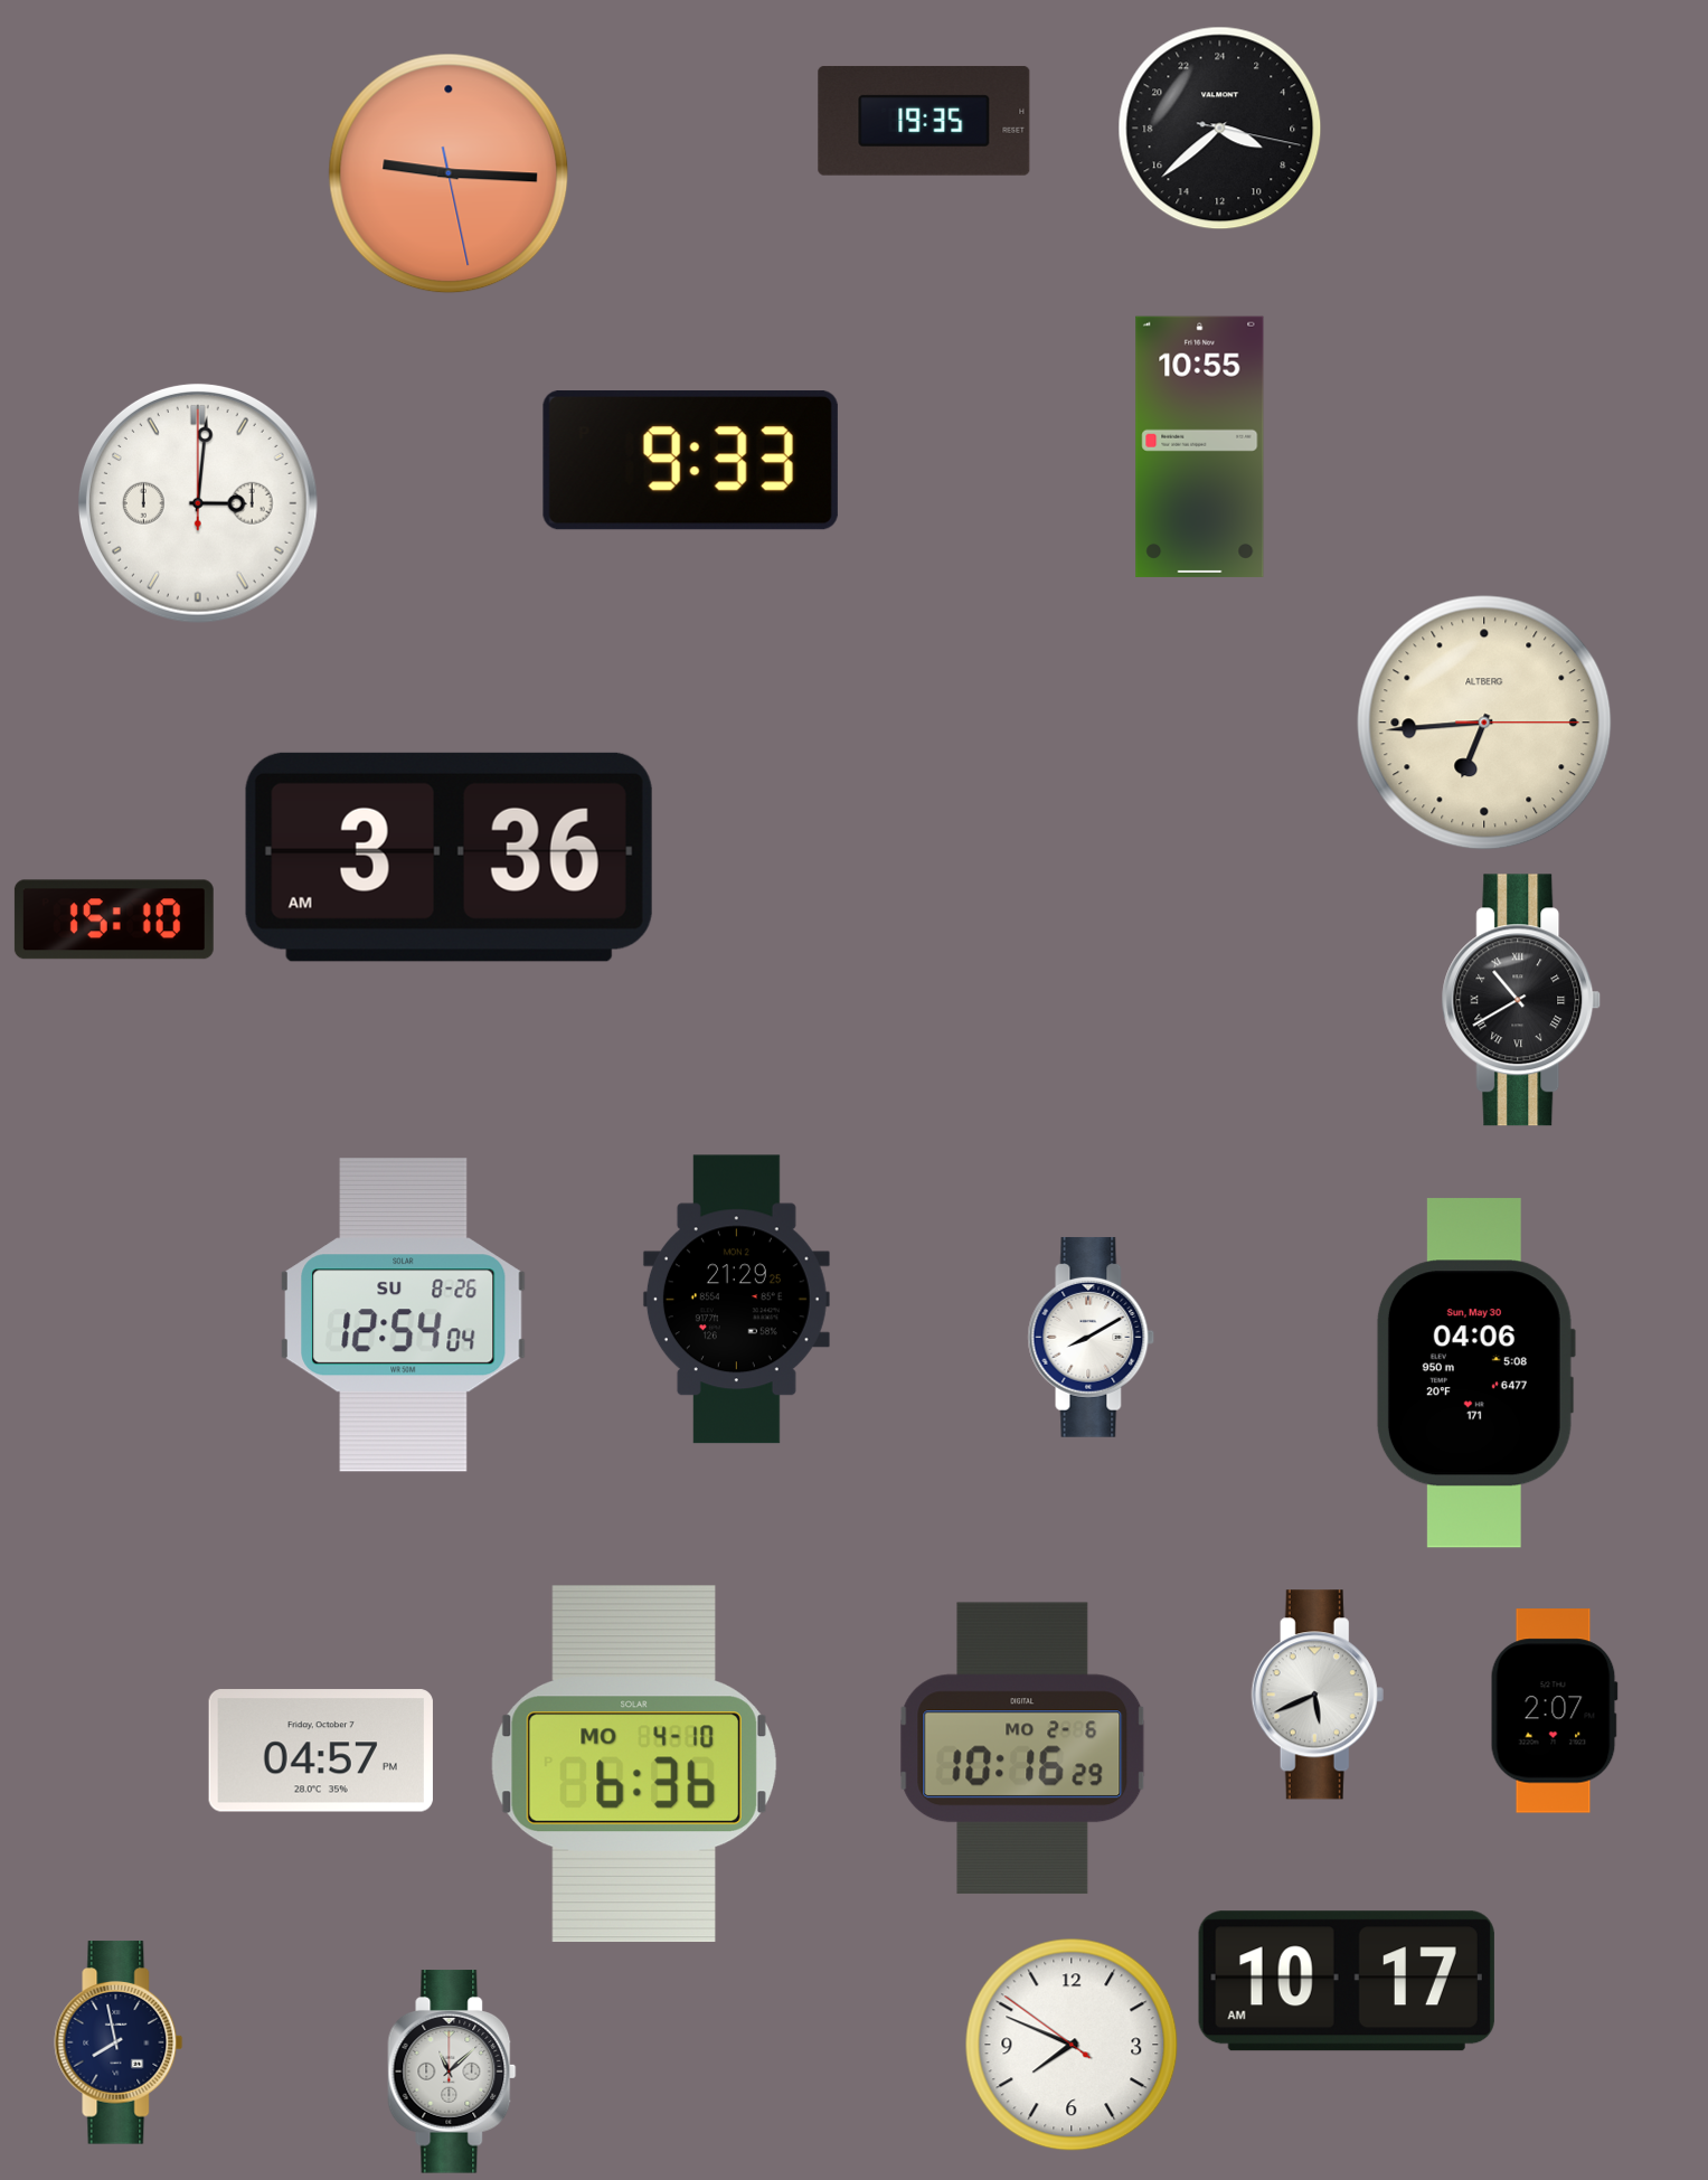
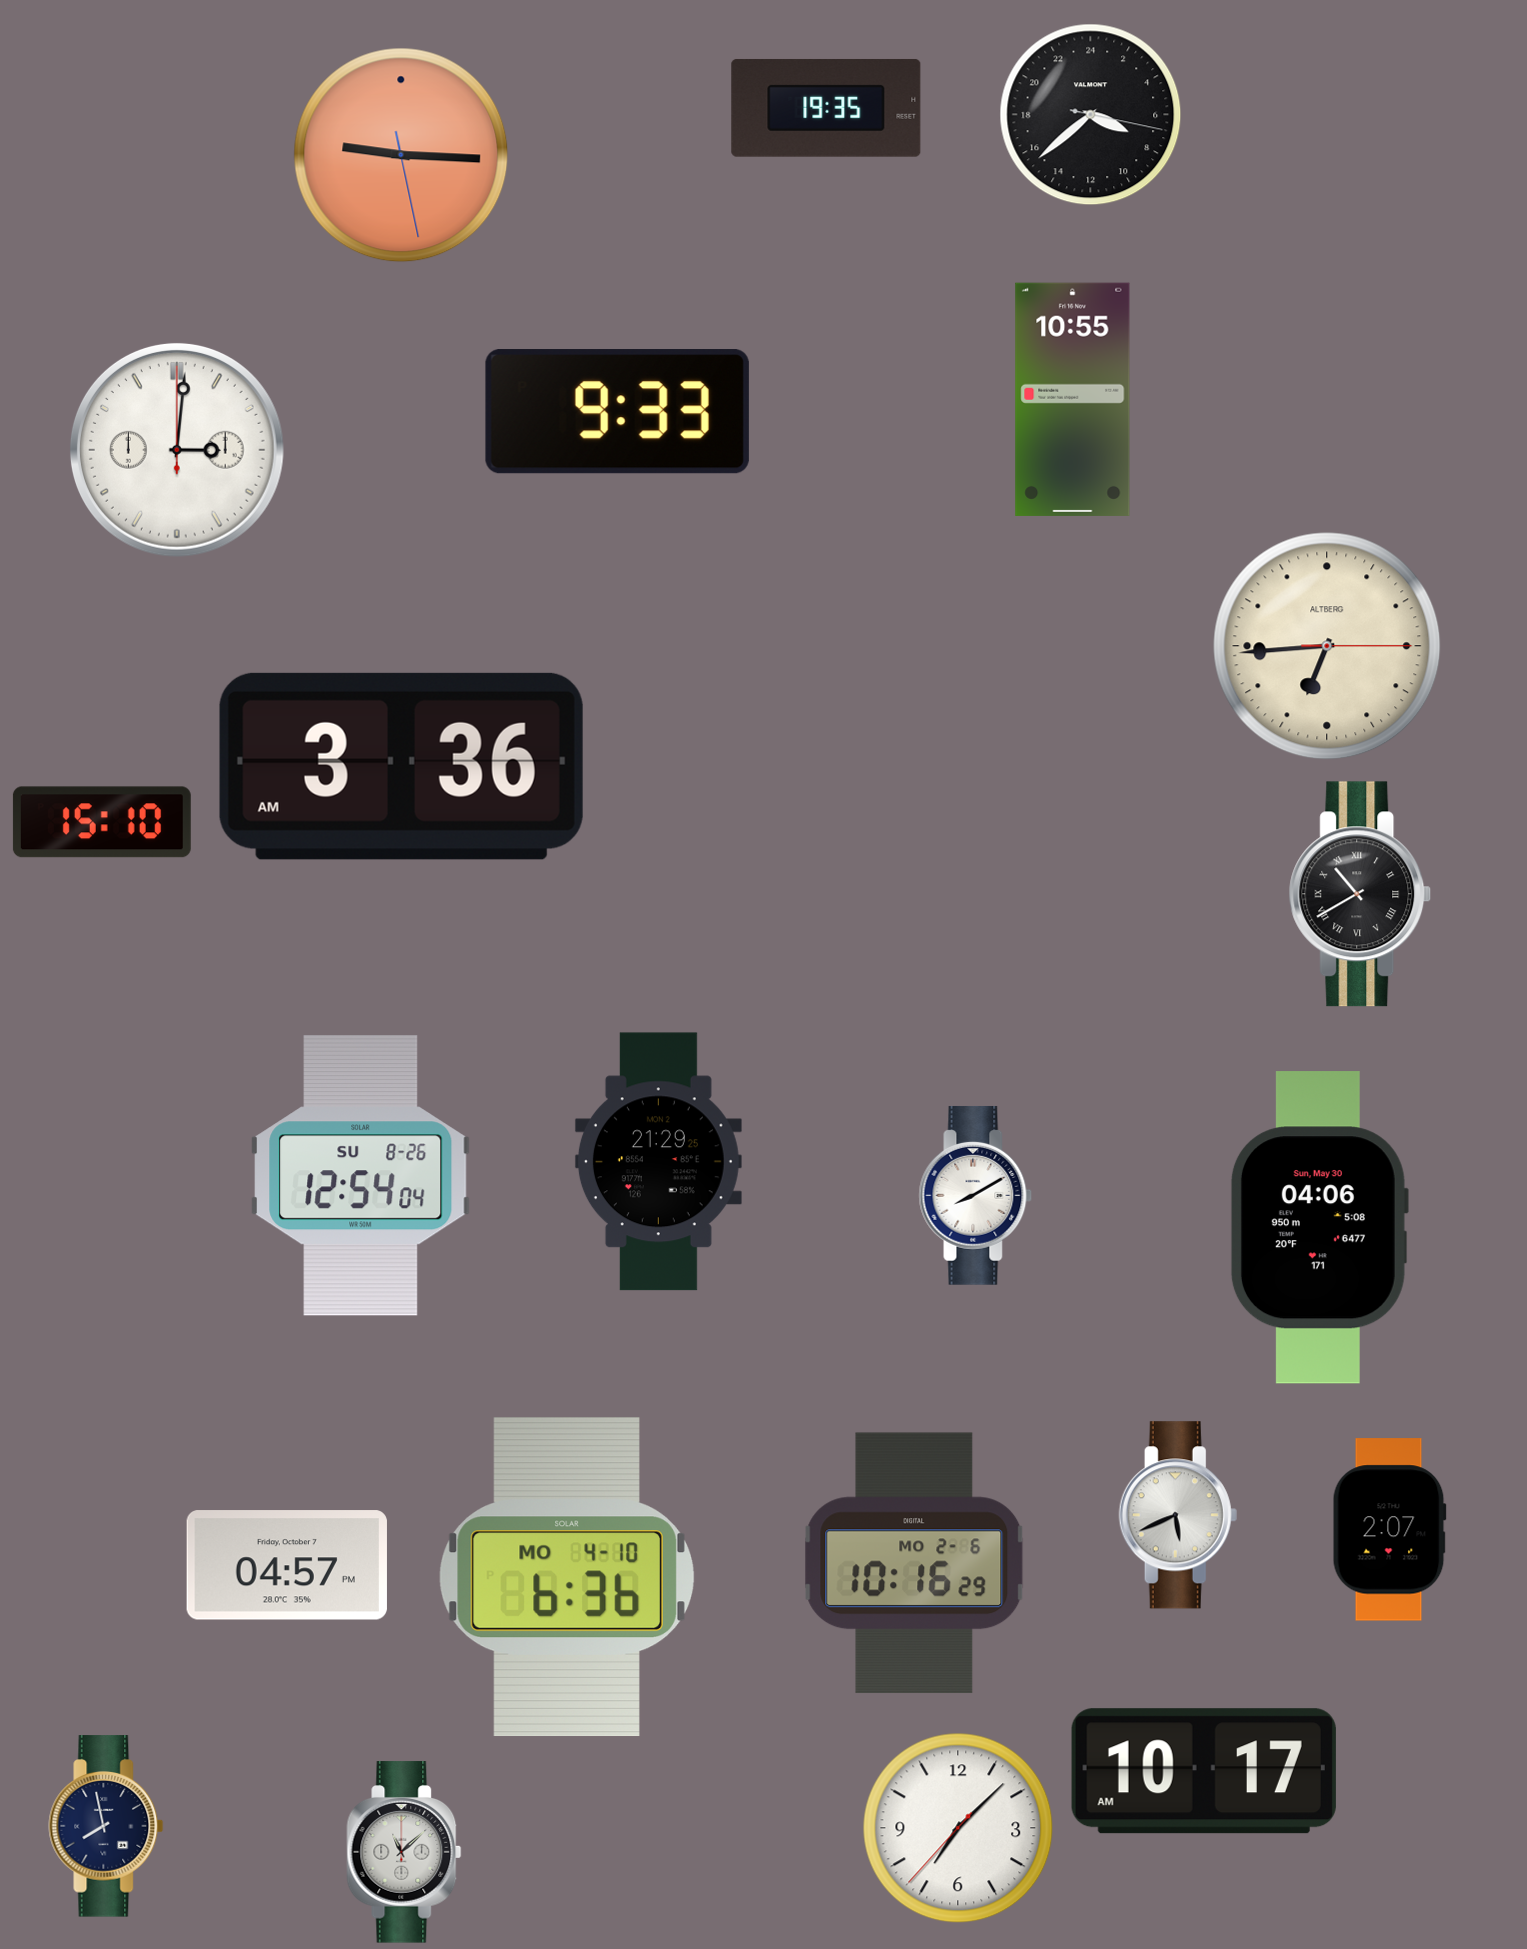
clock at (1072, 2045): 7:48 -> 7:07
